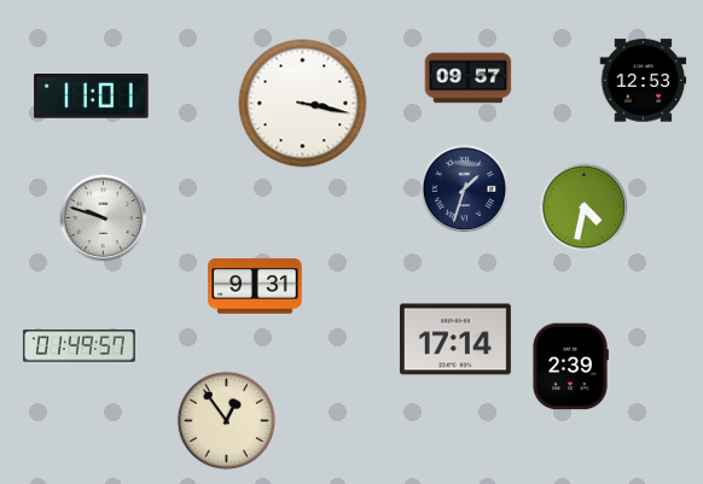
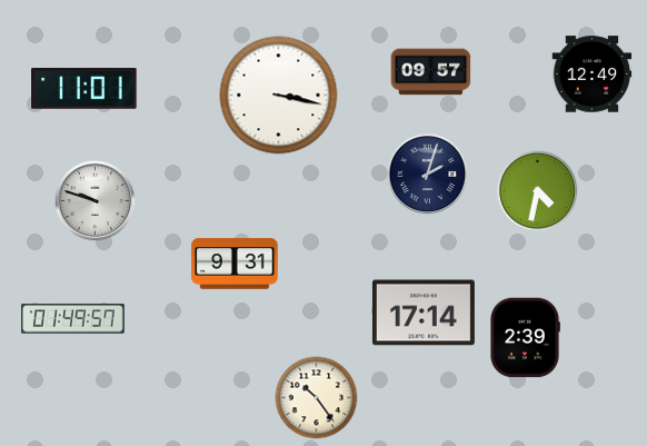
clock at (644, 81): 12:53 -> 12:49
clock at (465, 189): 1:33 -> 2:03
clock at (455, 339) position: (455, 339) -> (424, 313)
clock at (227, 421): 12:54 -> none
clock at (317, 398): none -> 10:24
